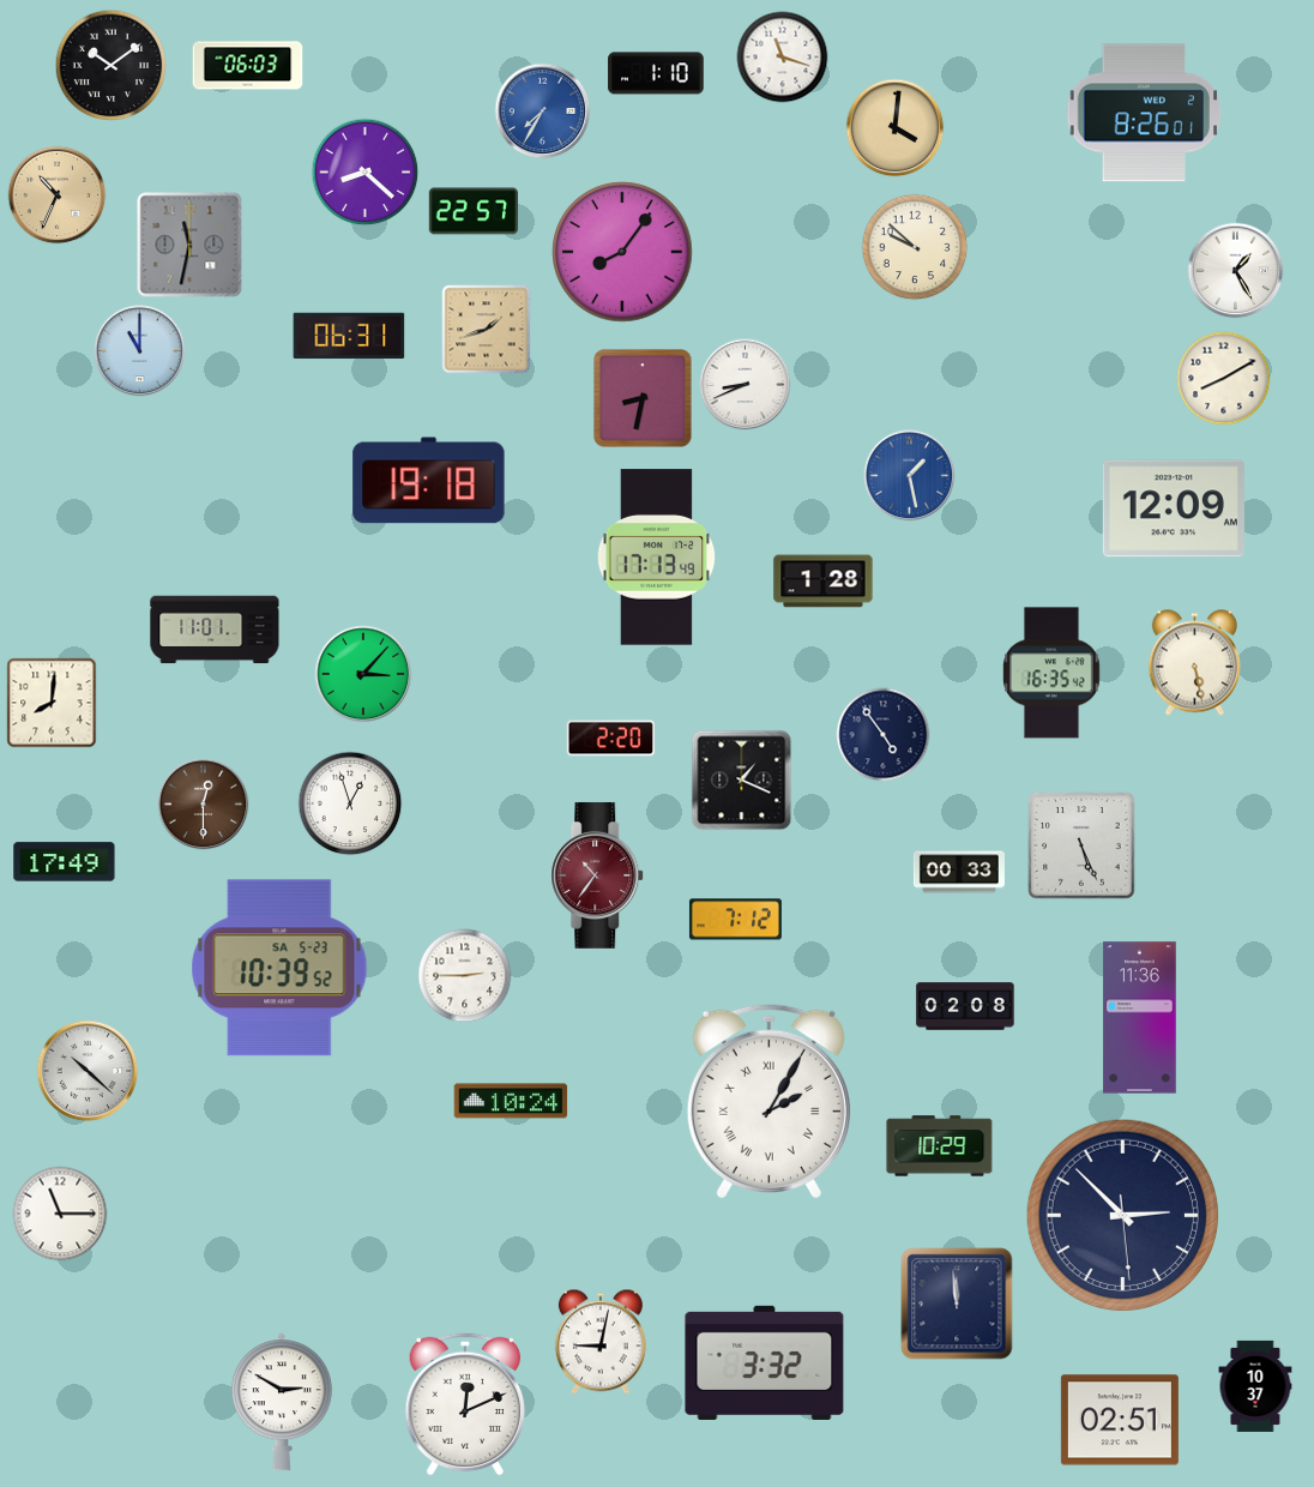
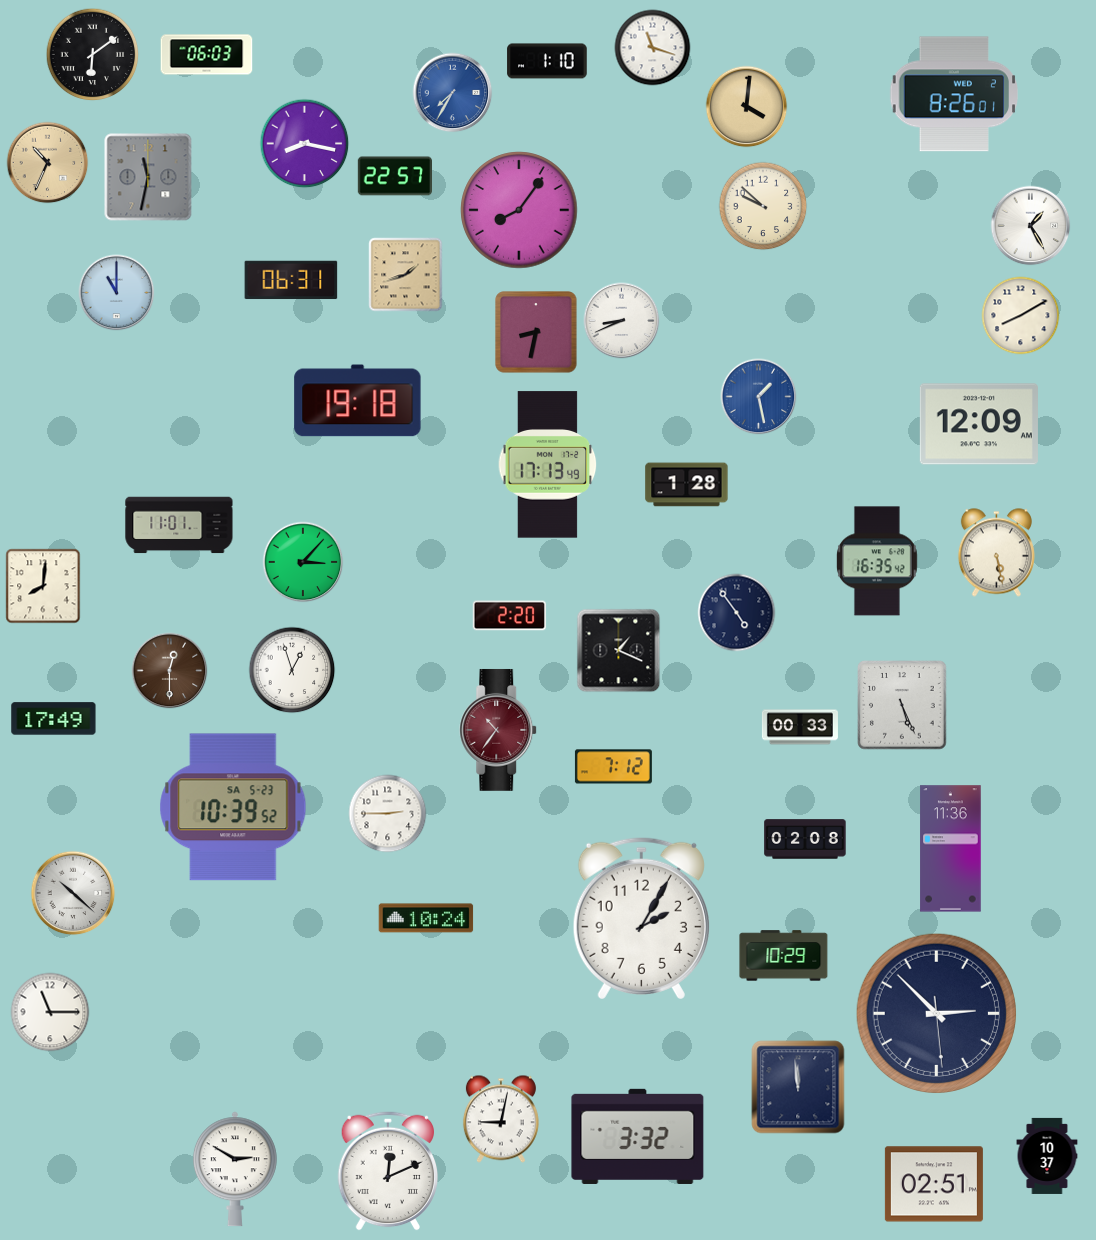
clock at (111, 66): 10:09 -> 6:09
clock at (366, 173): 8:22 -> 8:17
clock at (189, 245) position: (189, 245) -> (148, 177)
clock at (768, 1101) numerals: Roman -> Arabic
